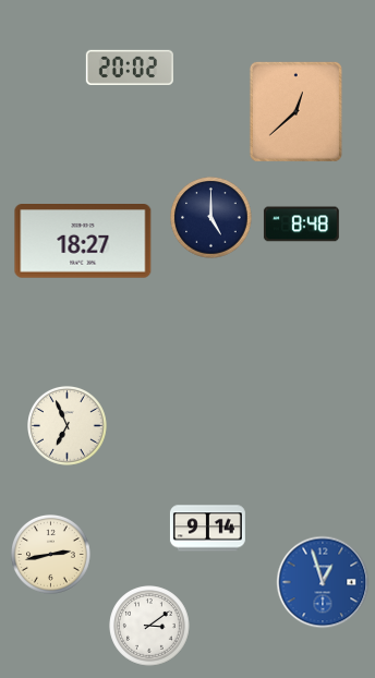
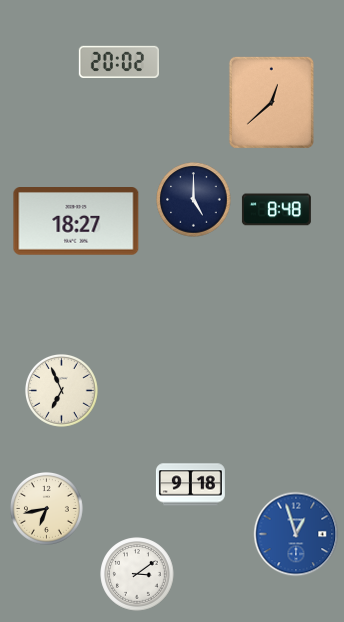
clock at (301, 225) position: (301, 225) -> (276, 210)
clock at (207, 529): 9:14 -> 9:18
clock at (51, 555): 2:43 -> 6:43
